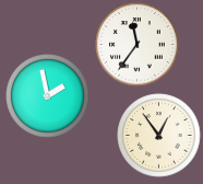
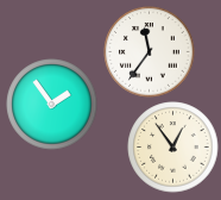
clock at (138, 45) position: (138, 45) -> (150, 52)
clock at (48, 96): 1:58 -> 1:54
